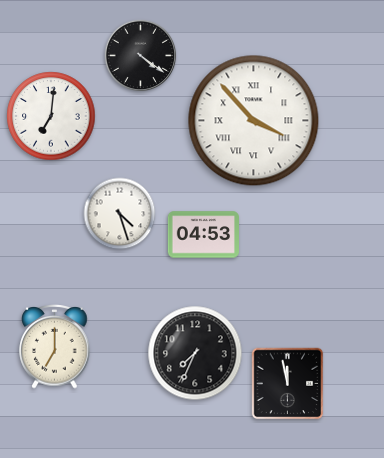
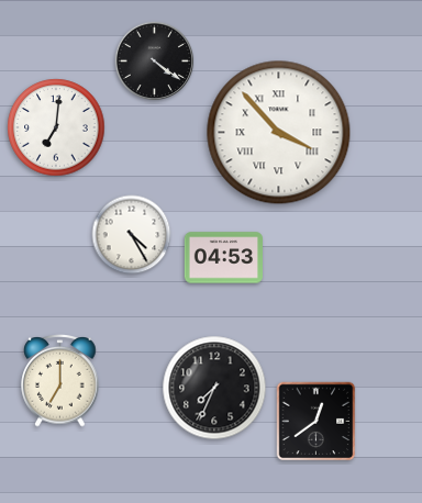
clock at (120, 214): 4:27 -> 4:25
clock at (288, 384): 11:58 -> 12:39
